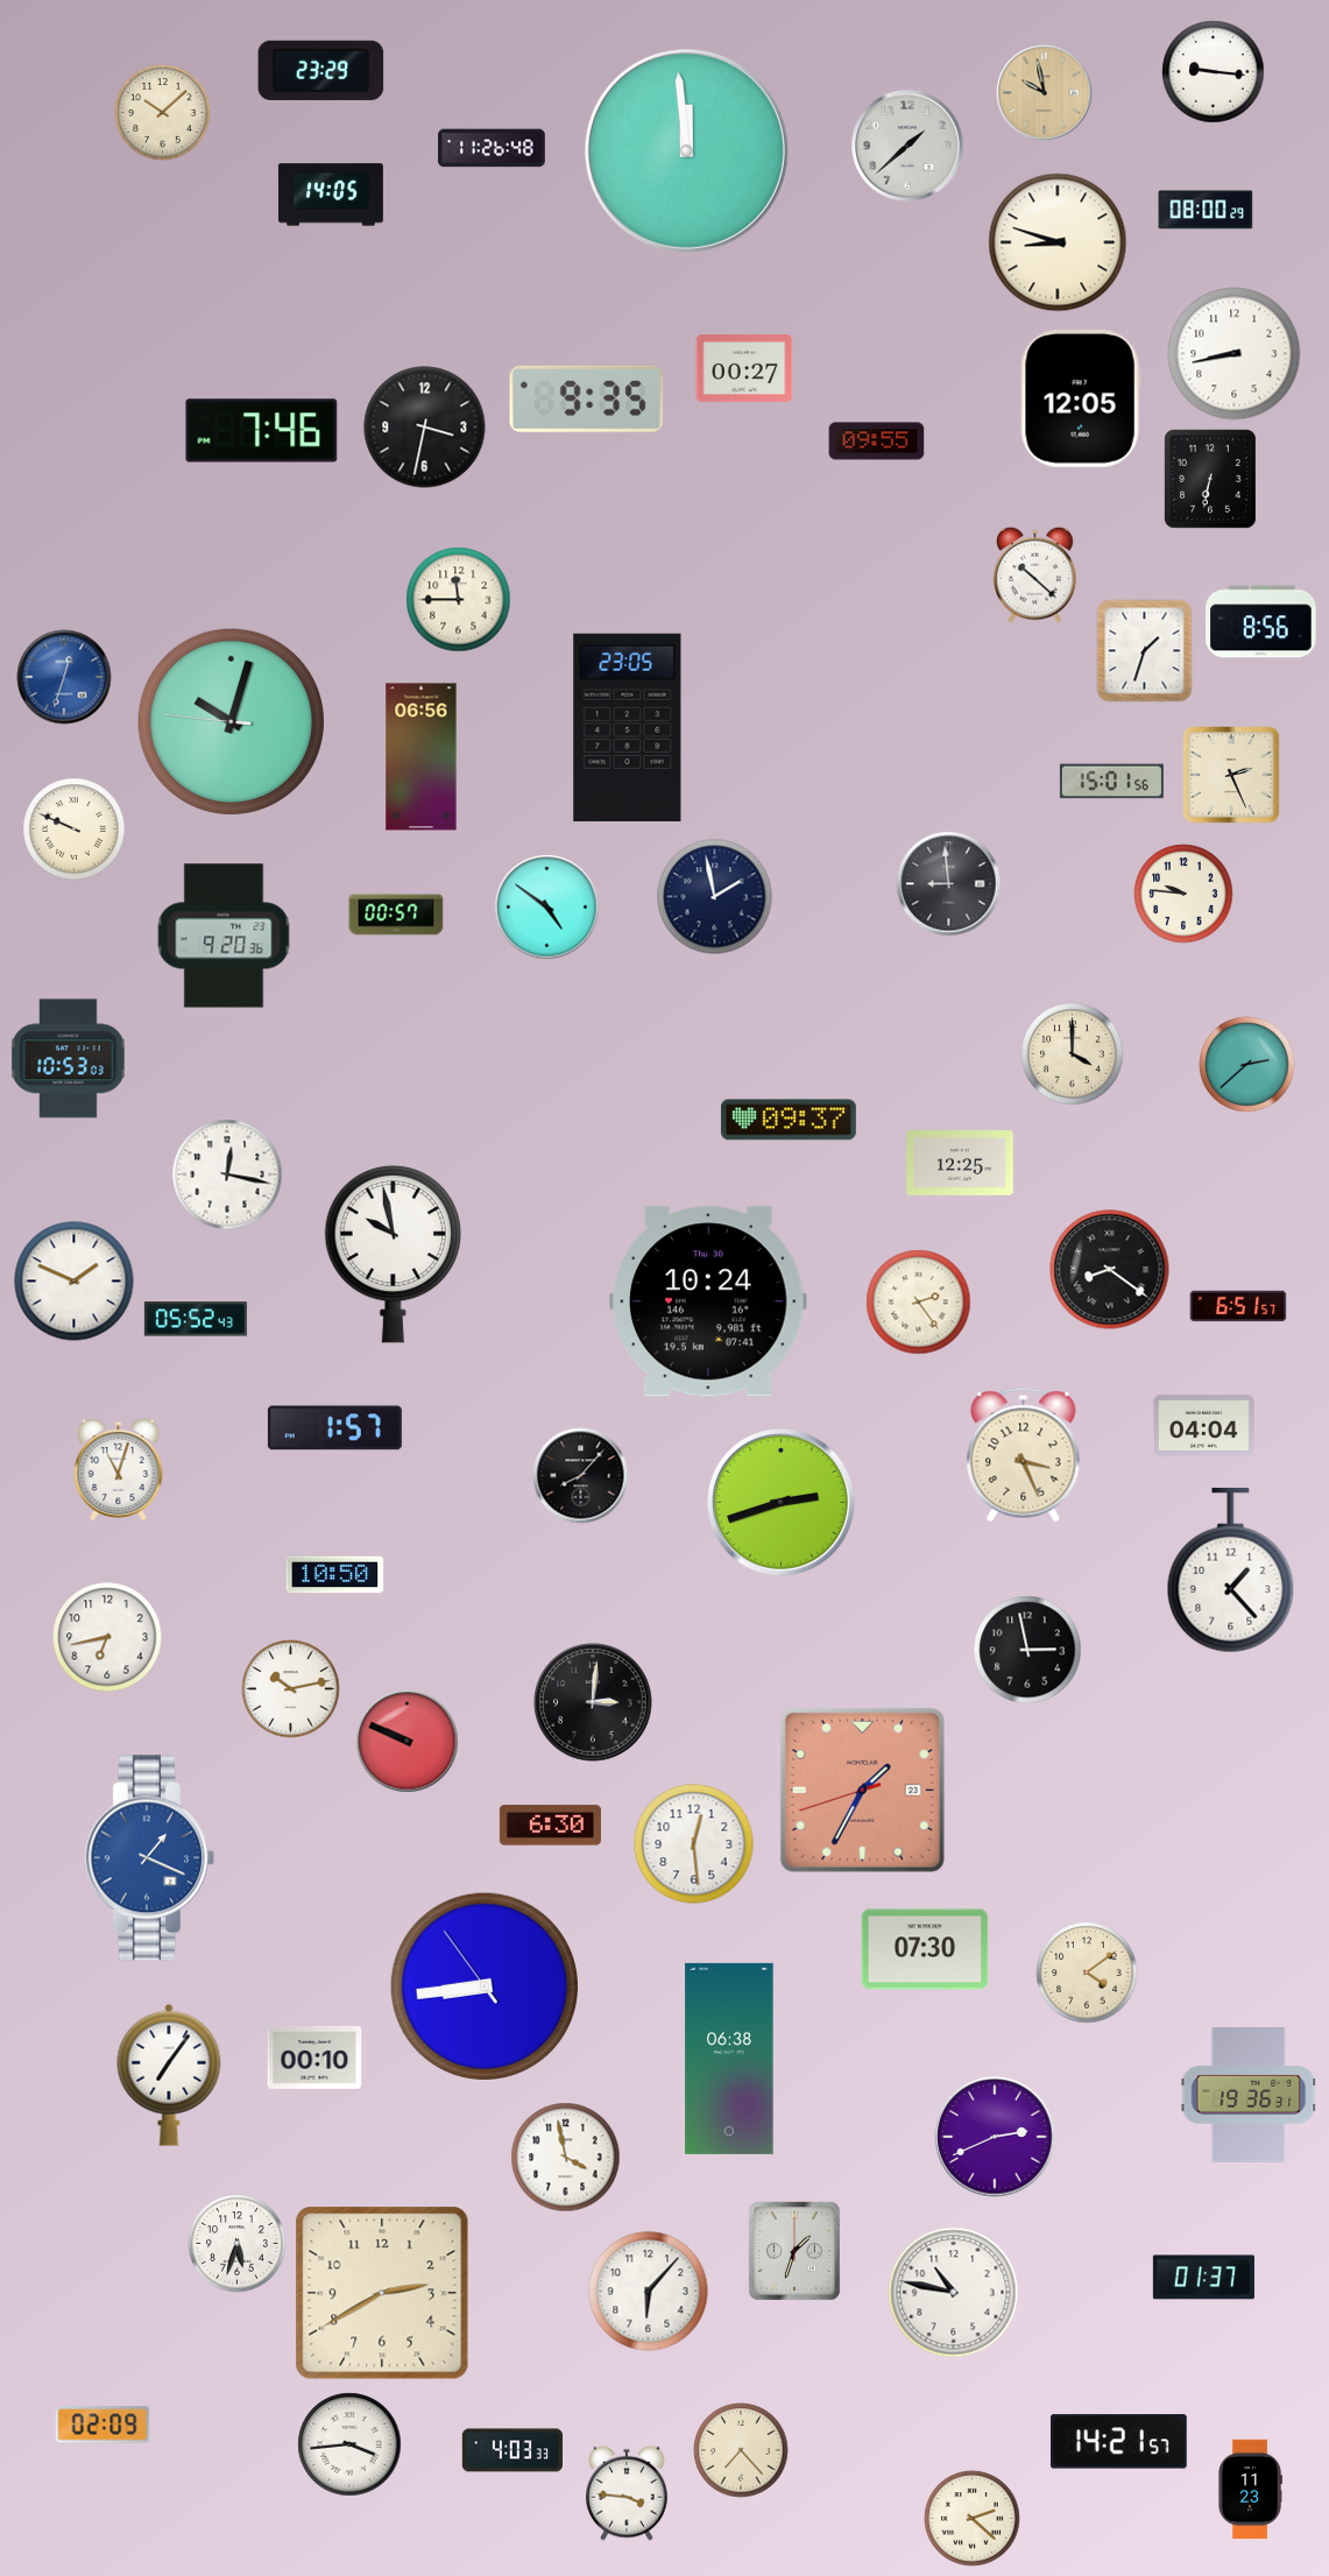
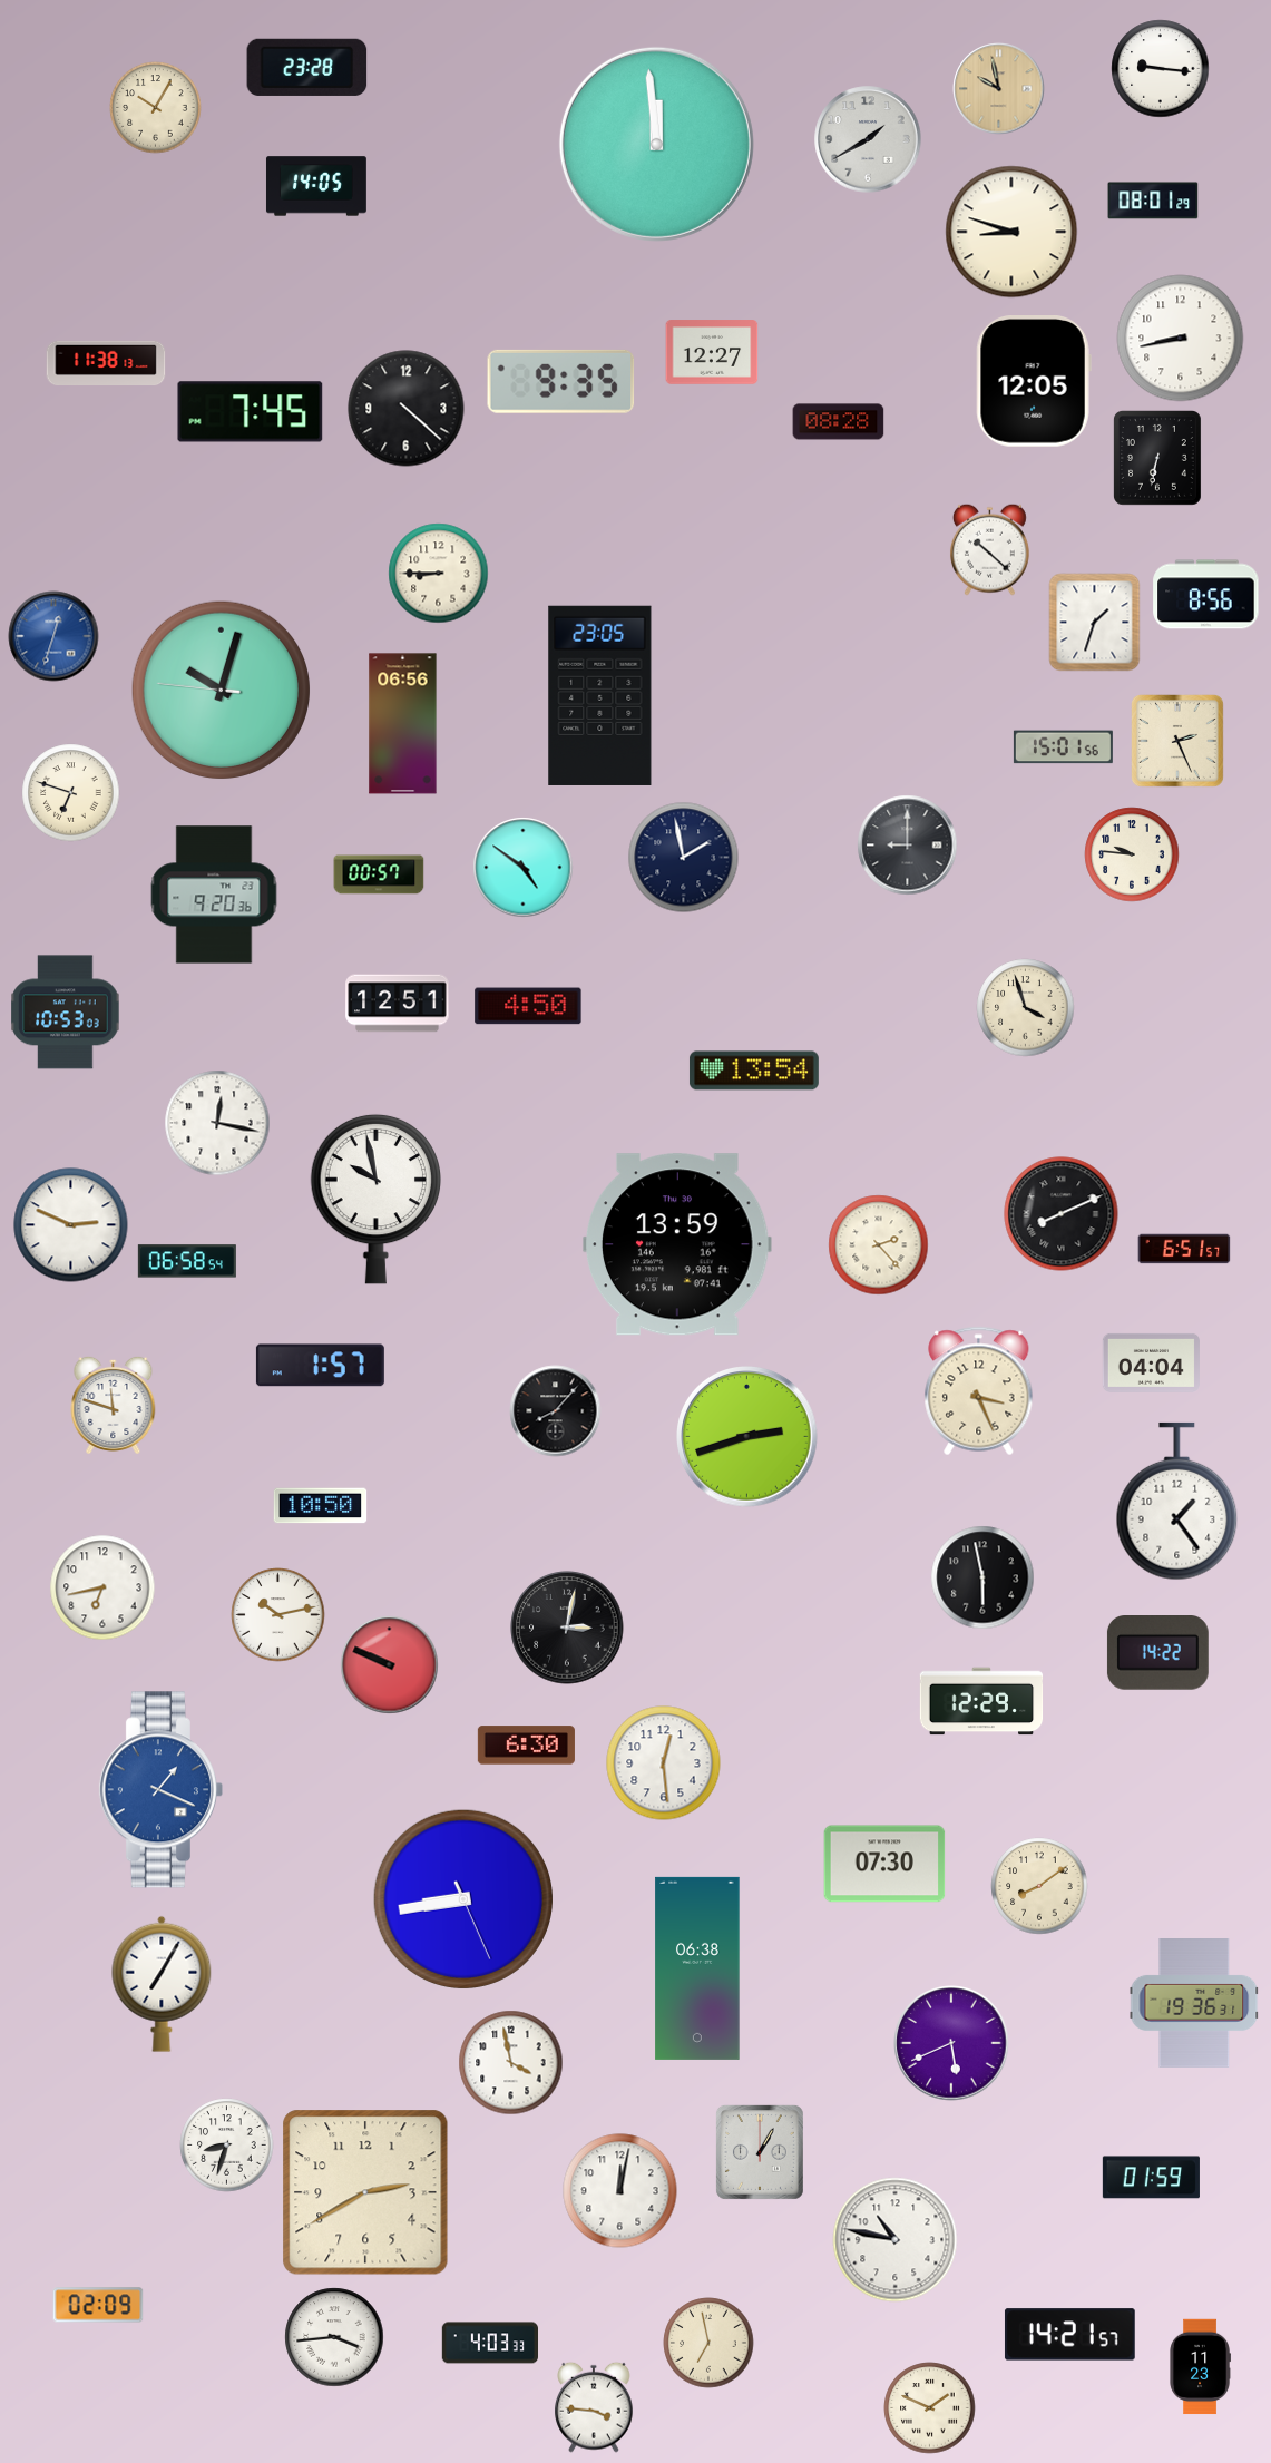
clock at (321, 70): 23:29 -> 23:28
clock at (163, 113): 10:08 -> 10:05
clock at (907, 146): 1:38 -> 1:40
clock at (492, 148): 11:26 -> none
clock at (1206, 210): 08:00 -> 08:01
clock at (744, 368): 00:27 -> 12:27
clock at (106, 362): none -> 11:38
clock at (425, 428): 3:32 -> 4:22
clock at (262, 431): 7:46 -> 7:45
clock at (877, 442): 09:55 -> 08:28
clock at (459, 600): 11:45 -> 8:45
clock at (64, 677) position: (64, 677) -> (53, 636)
clock at (75, 830): 9:49 -> 6:48
clock at (949, 884): 8:59 -> 9:00
clock at (398, 1004): none -> 12:51
clock at (528, 1006): none -> 4:50
clock at (1073, 1054): 4:00 -> 3:57
clock at (1247, 1065): 2:38 -> none
clock at (789, 1120): 09:37 -> 13:54
clock at (960, 1164): 12:25 -> none
clock at (1110, 1270): 8:21 -> 8:11
clock at (75, 1282): 1:49 -> 2:49
clock at (708, 1301): 10:24 -> 13:59
clock at (919, 1303): 2:24 -> 2:23
clock at (196, 1319): 05:52 -> 06:58
clock at (119, 1469): 11:03 -> 11:48
clock at (1231, 1571): 1:23 -> 1:24
clock at (107, 1637) position: (107, 1637) -> (102, 1587)
clock at (1027, 1650): 2:58 -> 5:58
clock at (593, 1702): 3:01 -> 3:02
clock at (1157, 1653): none -> 14:22
clock at (981, 1701): none -> 12:29
clock at (862, 1790): 1:34 -> none
clock at (149, 1858) position: (149, 1858) -> (160, 1790)
clock at (1087, 1972): 4:09 -> 8:09
clock at (485, 1986): 8:43:54 -> 8:43:26
clock at (314, 2058): 00:10 -> none
clock at (169, 2075): 7:06 -> 7:05
clock at (995, 2137): 2:41 -> 5:41
clock at (566, 2158) position: (566, 2158) -> (511, 2063)
clock at (238, 2244): 5:33 -> 8:33
clock at (794, 2251): 1:33 -> 1:05
clock at (1203, 2278): 01:37 -> 01:59
clock at (649, 2292): 6:07 -> 12:02
clock at (954, 2293) position: (954, 2293) -> (896, 2240)
clock at (102, 2425) position: (102, 2425) -> (98, 2305)
clock at (741, 2450): 7:23 -> 6:58
clock at (1250, 2490) position: (1250, 2490) -> (1200, 2367)
clock at (627, 2493) position: (627, 2493) -> (594, 2407)
clock at (973, 2519): 2:22 -> 1:49
